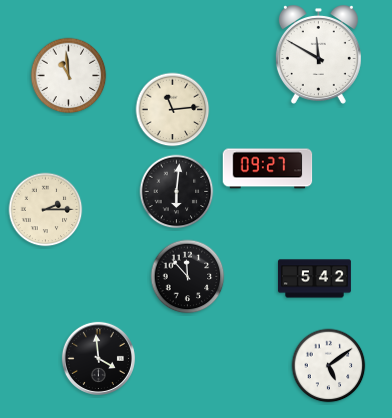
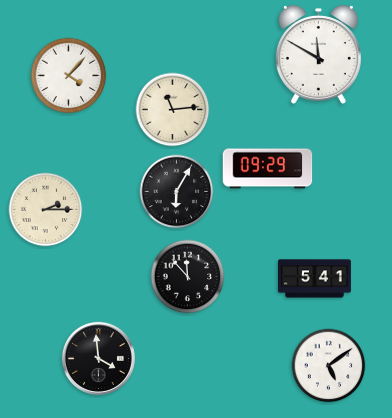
clock at (69, 76): 10:59 -> 4:07
clock at (268, 169): 09:27 -> 09:29
clock at (177, 192): 6:01 -> 6:05
clock at (314, 279): 5:42 -> 5:41
